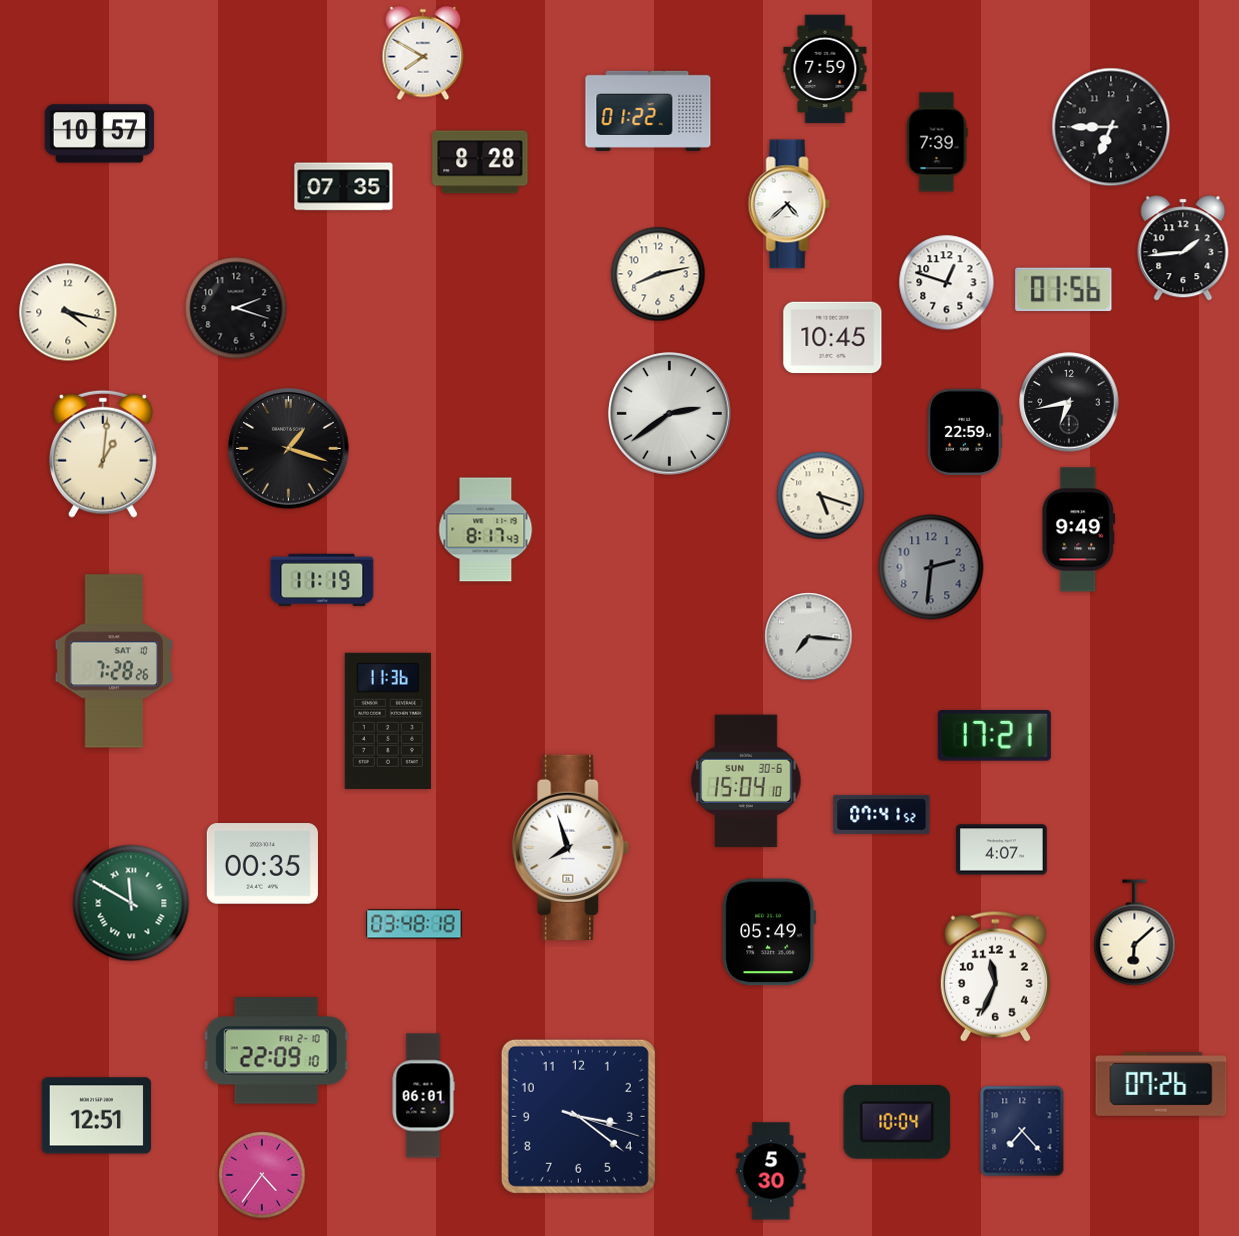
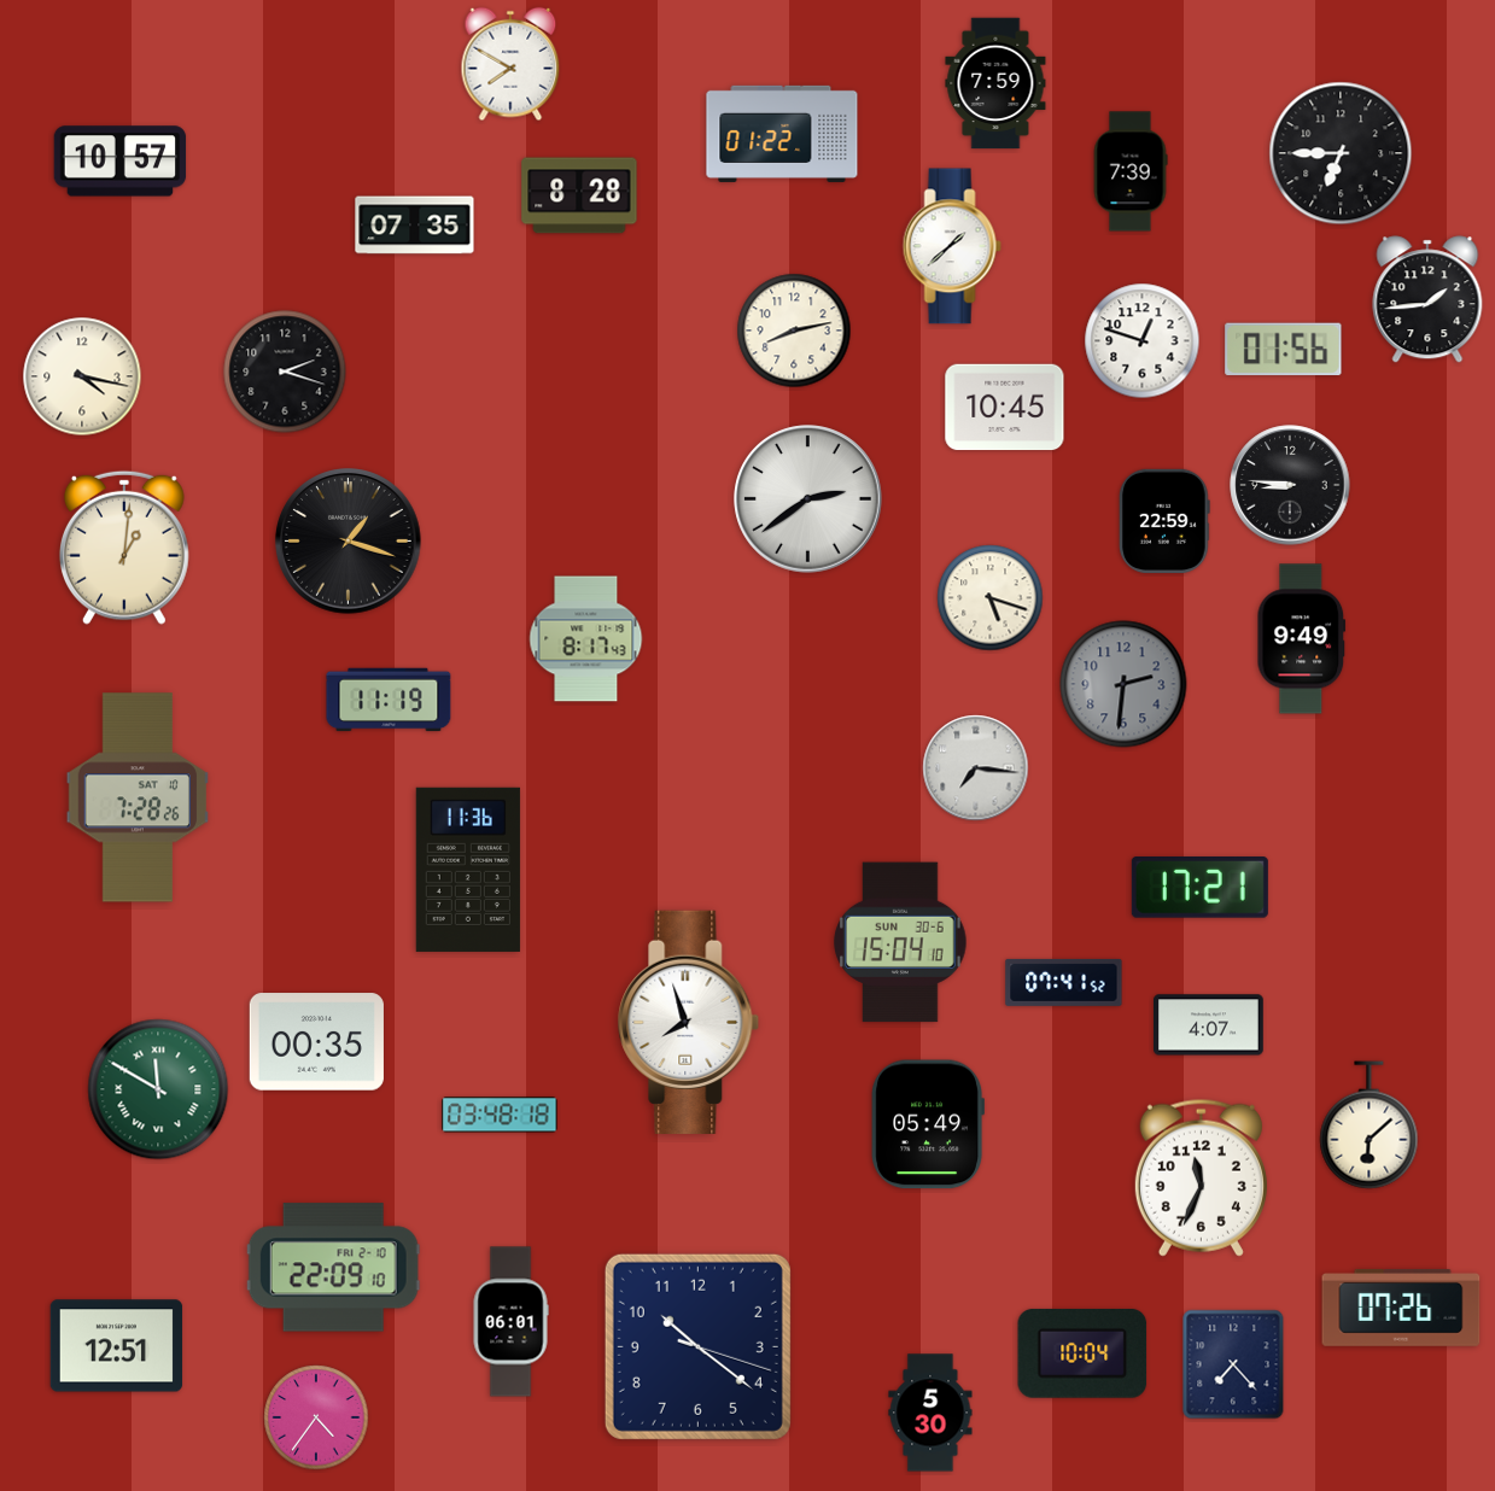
clock at (789, 204): 4:38 -> 1:38
clock at (1069, 402): 6:43 -> 8:46
clock at (578, 1116): 3:21 -> 10:21
